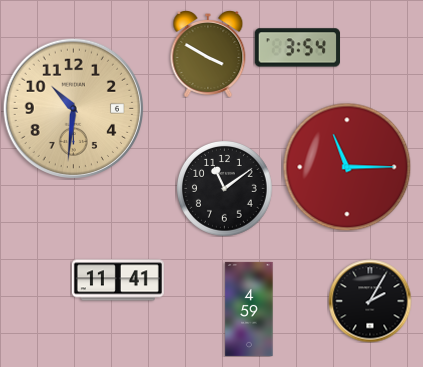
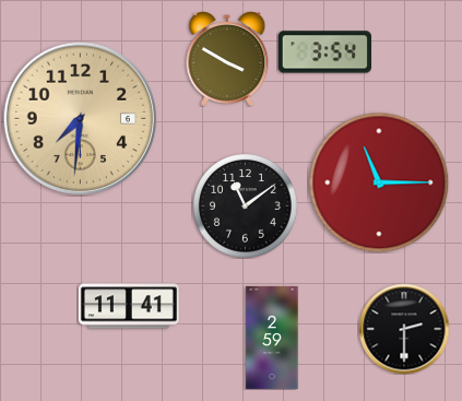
clock at (73, 108): 10:31 -> 7:31
clock at (370, 301): 2:05 -> 2:30
clock at (249, 309): 4:59 -> 2:59
